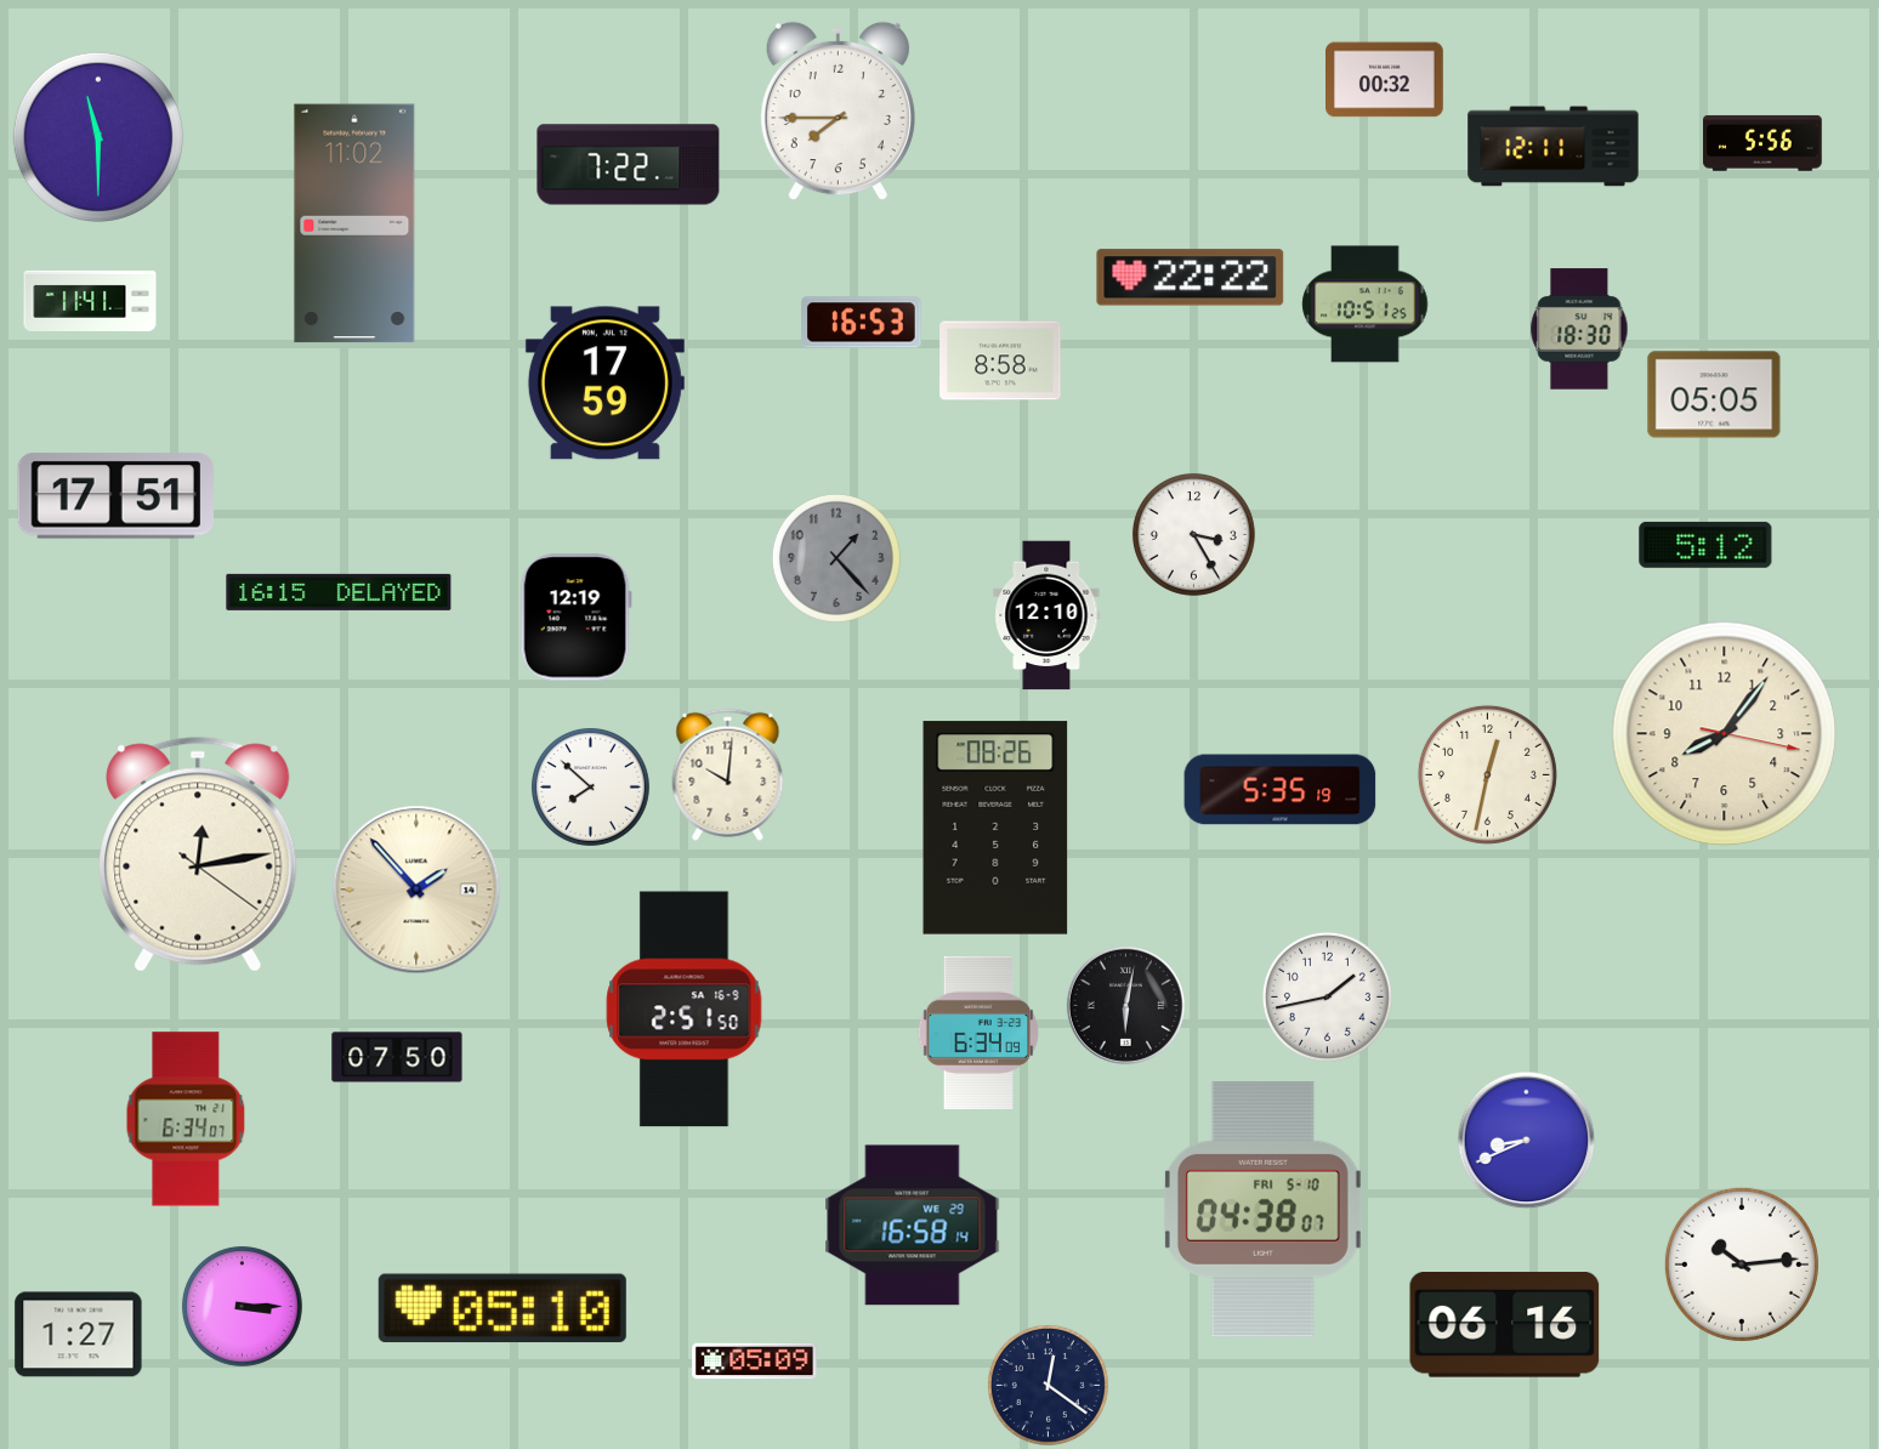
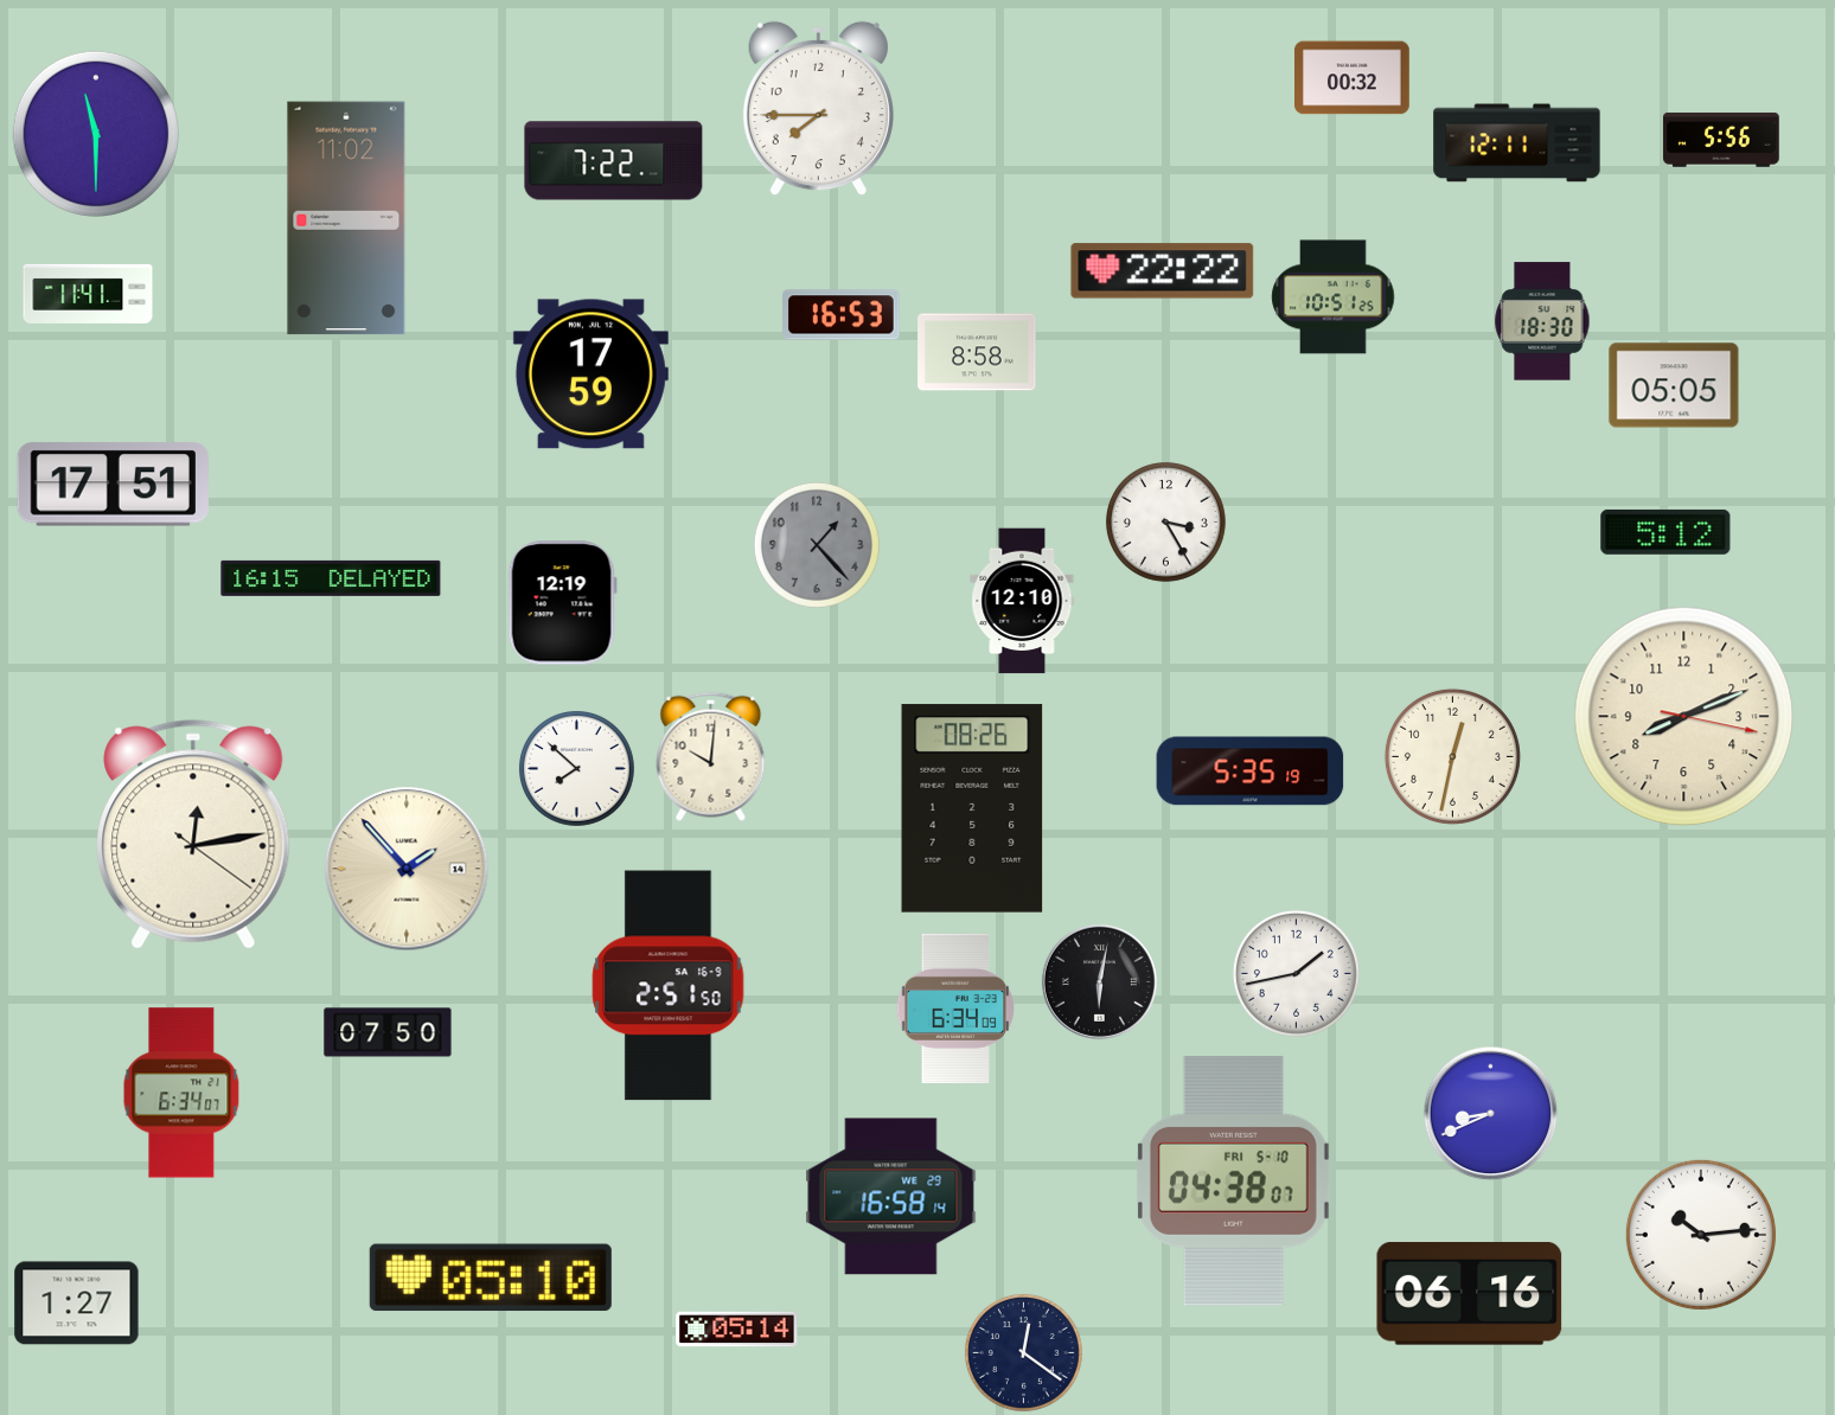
clock at (1725, 734): 8:06 -> 8:11
clock at (242, 1306): 3:15 -> none
clock at (755, 1362): 05:09 -> 05:14
